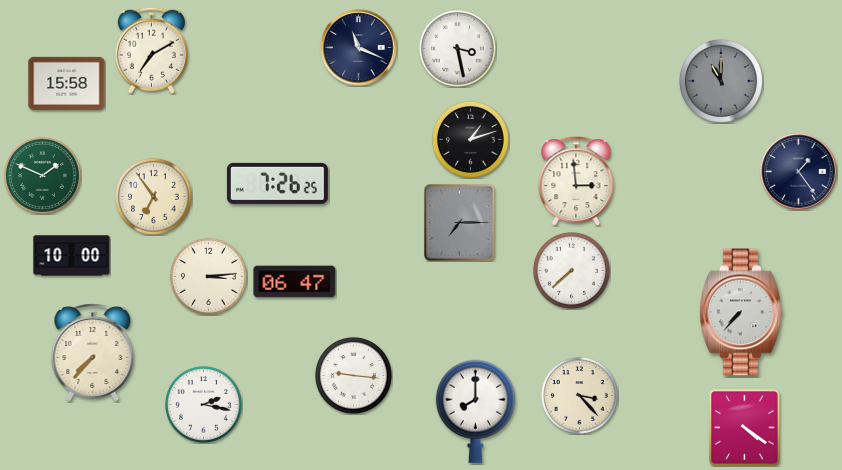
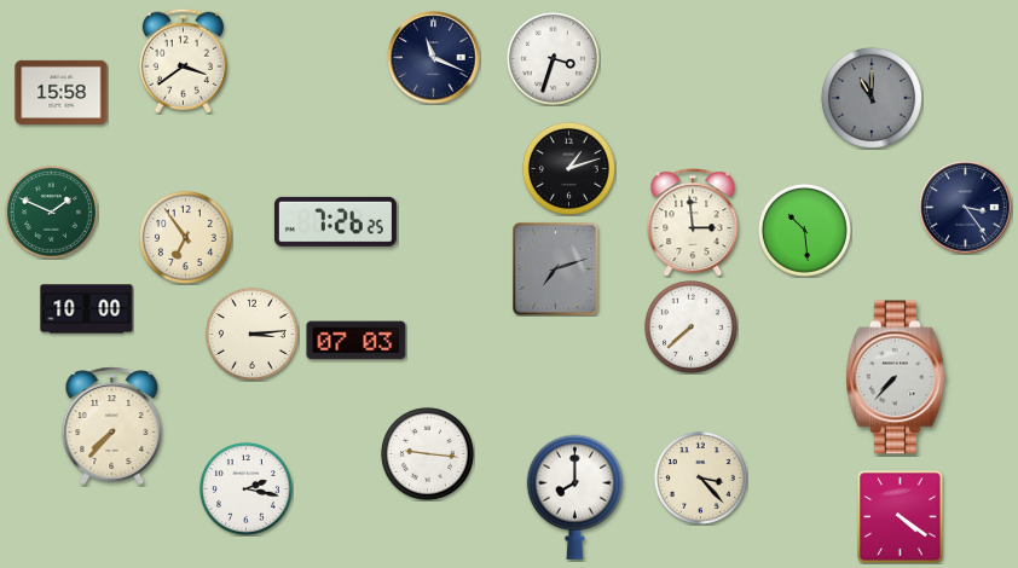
clock at (457, 48): 3:28 -> 3:33
clock at (151, 50): 7:10 -> 3:39
clock at (67, 83) position: (67, 83) -> (62, 92)
clock at (799, 172): 1:24 -> 3:24
clock at (576, 181) position: (576, 181) -> (693, 222)
clock at (804, 230): none -> 10:29
clock at (460, 223): 7:15 -> 7:12
clock at (295, 282): 06:47 -> 07:03
